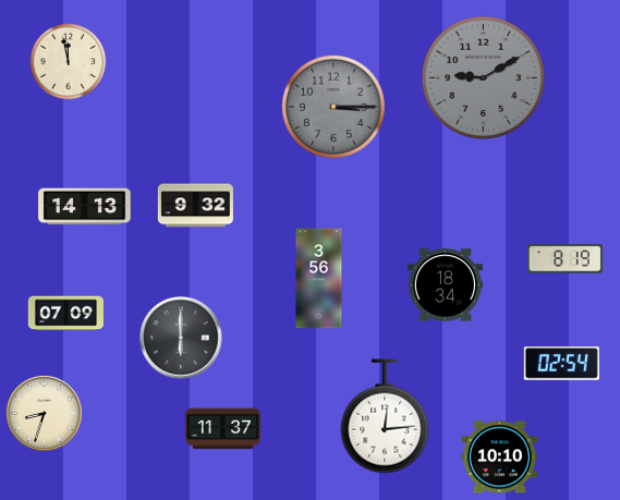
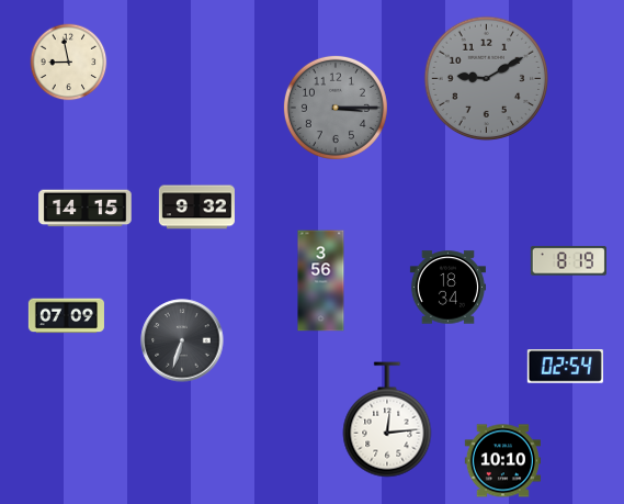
clock at (69, 62): 11:58 -> 8:58
clock at (85, 207): 14:13 -> 14:15
clock at (181, 338): 6:00 -> 6:33
clock at (44, 413): 8:33 -> none
clock at (222, 429): 11:37 -> none
